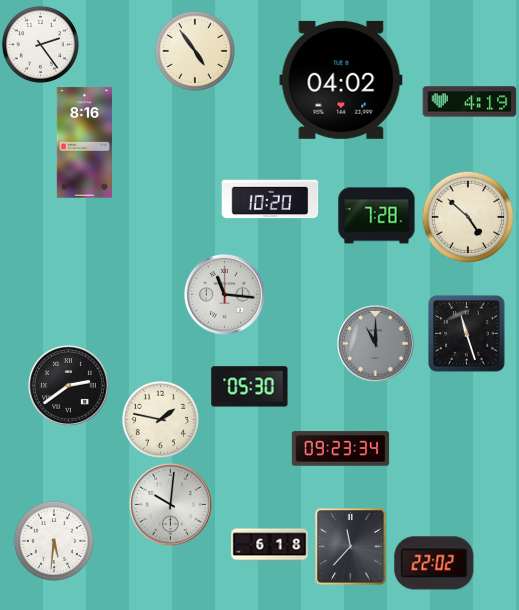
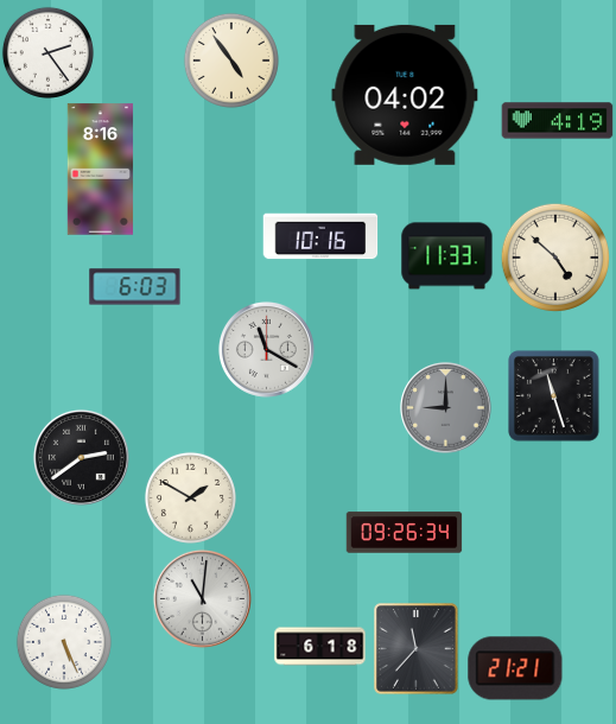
clock at (270, 199): 10:20 -> 10:16
clock at (377, 216): 7:28 -> 11:33
clock at (135, 287): none -> 6:03
clock at (224, 294): 11:16 -> 11:20
clock at (376, 344): 11:00 -> 9:00
clock at (250, 387): 05:30 -> none
clock at (160, 419): 1:47 -> 1:50
clock at (341, 449): 09:23 -> 09:26
clock at (170, 504): 10:01 -> 11:01
clock at (54, 541): 5:31 -> 5:26
clock at (434, 563): 22:02 -> 21:21
